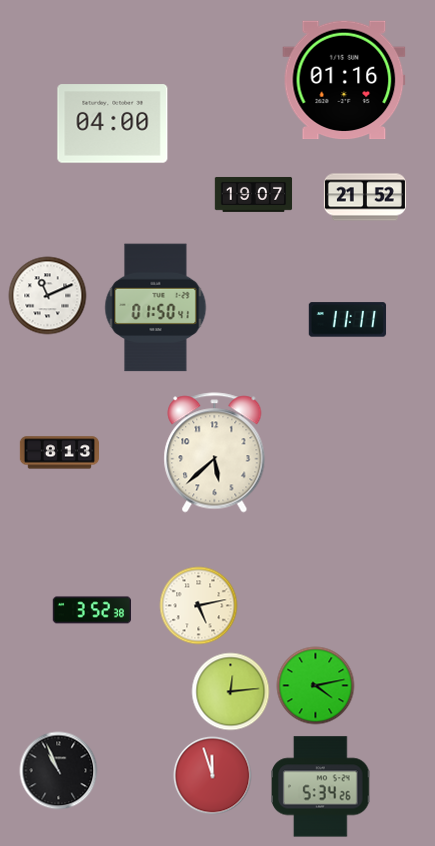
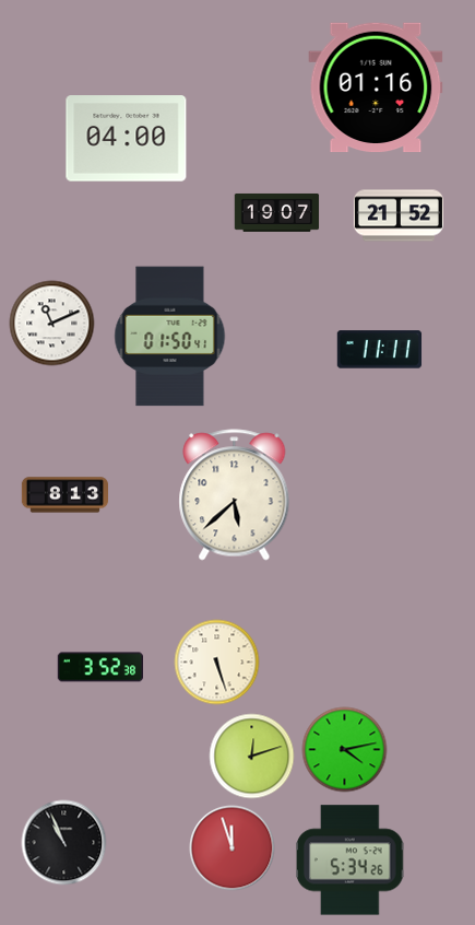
clock at (113, 124) position: (113, 124) -> (127, 139)
clock at (198, 605): 5:13 -> 5:27
clock at (230, 691): 12:14 -> 12:12
